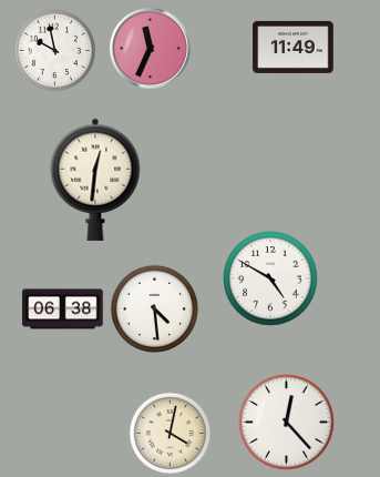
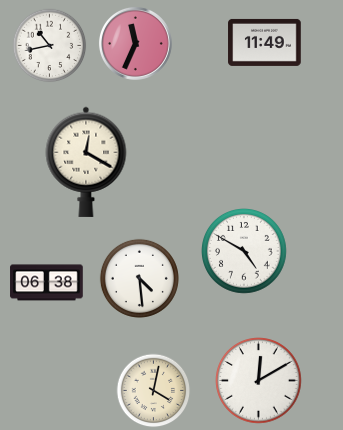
clock at (55, 51): 9:58 -> 10:43
clock at (95, 180): 12:31 -> 12:20
clock at (63, 309) position: (63, 309) -> (47, 283)
clock at (287, 423): 12:23 -> 12:10
